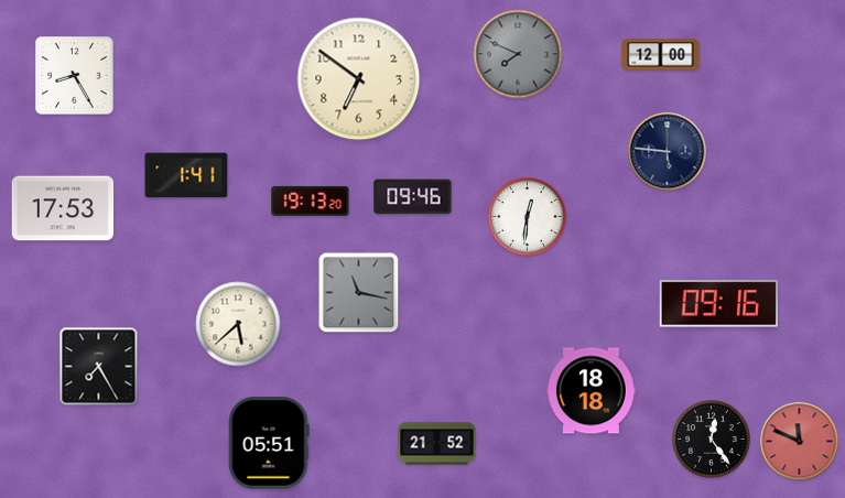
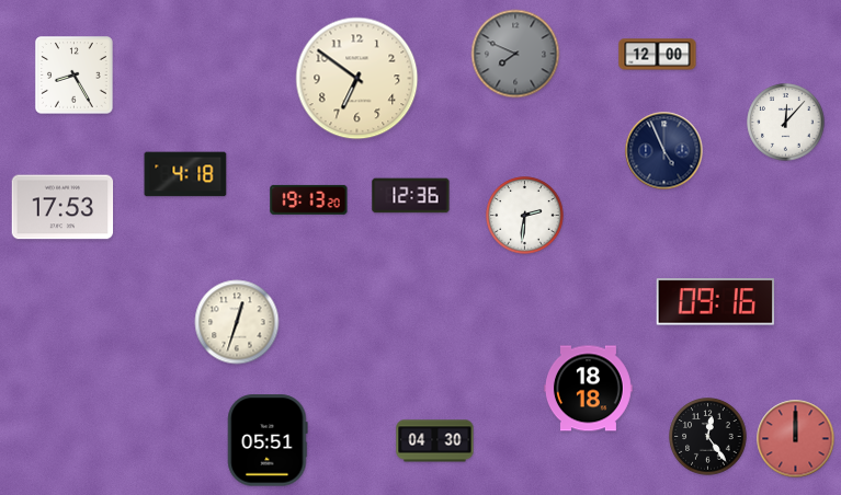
clock at (786, 123): none -> 12:07
clock at (668, 152): 5:46 -> 4:56
clock at (186, 175): 1:41 -> 4:18
clock at (413, 197): 09:46 -> 12:36
clock at (528, 217): 12:31 -> 2:31
clock at (359, 293): 11:17 -> none
clock at (238, 324): 5:38 -> 12:33
clock at (99, 367): 7:25 -> none
clock at (800, 442): 11:49 -> 12:00
clock at (437, 444): 21:52 -> 04:30
